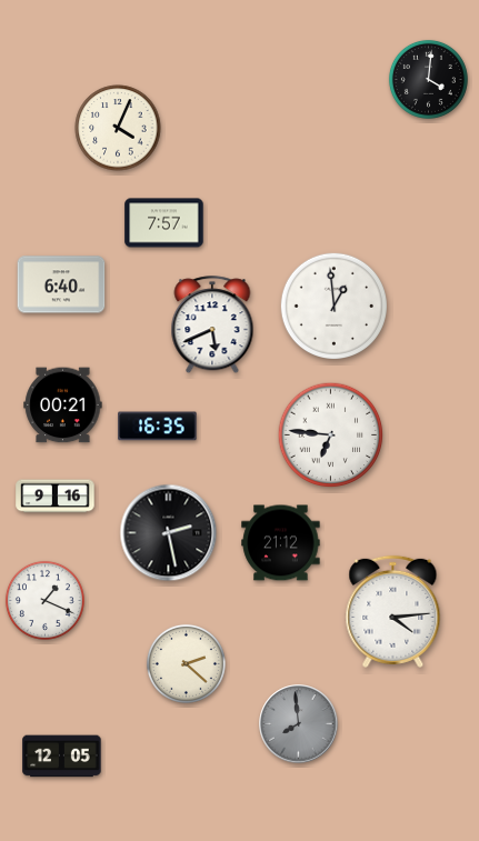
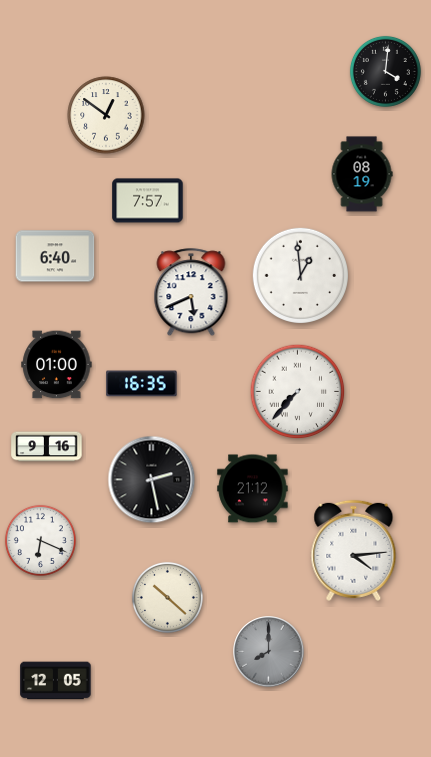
clock at (118, 128): 4:04 -> 12:51
clock at (362, 174): none -> 08:19
clock at (63, 406): 00:21 -> 01:00
clock at (331, 435): 6:46 -> 7:37
clock at (56, 497) position: (56, 497) -> (47, 447)
clock at (44, 600): 1:19 -> 6:19
clock at (186, 663): 2:22 -> 10:22
clock at (299, 724): 7:59 -> 8:00
